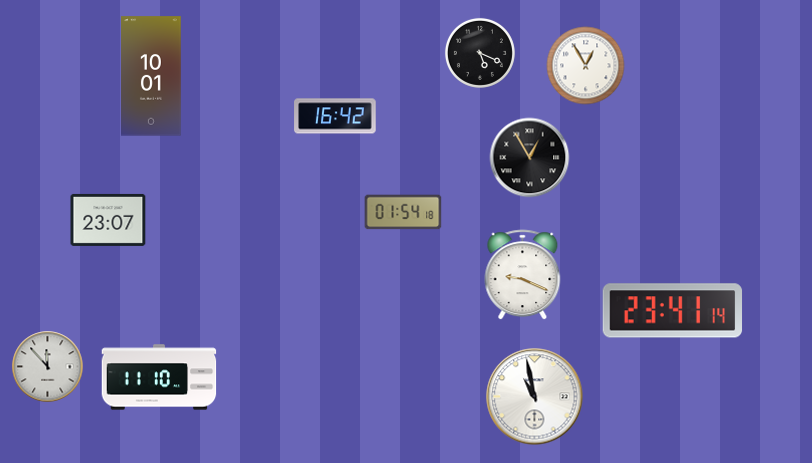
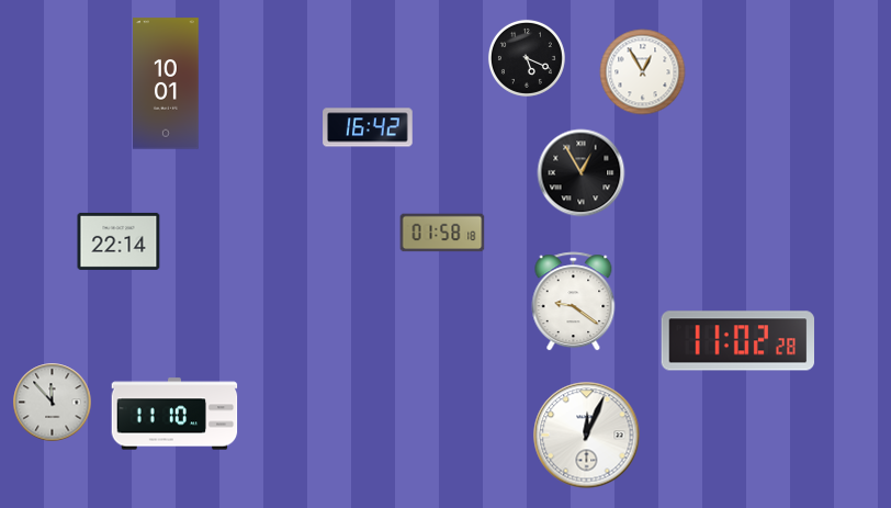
clock at (403, 212): 01:54 -> 01:58
clock at (108, 220): 23:07 -> 22:14
clock at (523, 275): 9:19 -> 9:21
clock at (673, 311): 23:41 -> 11:02
clock at (535, 397): 10:58 -> 12:04
